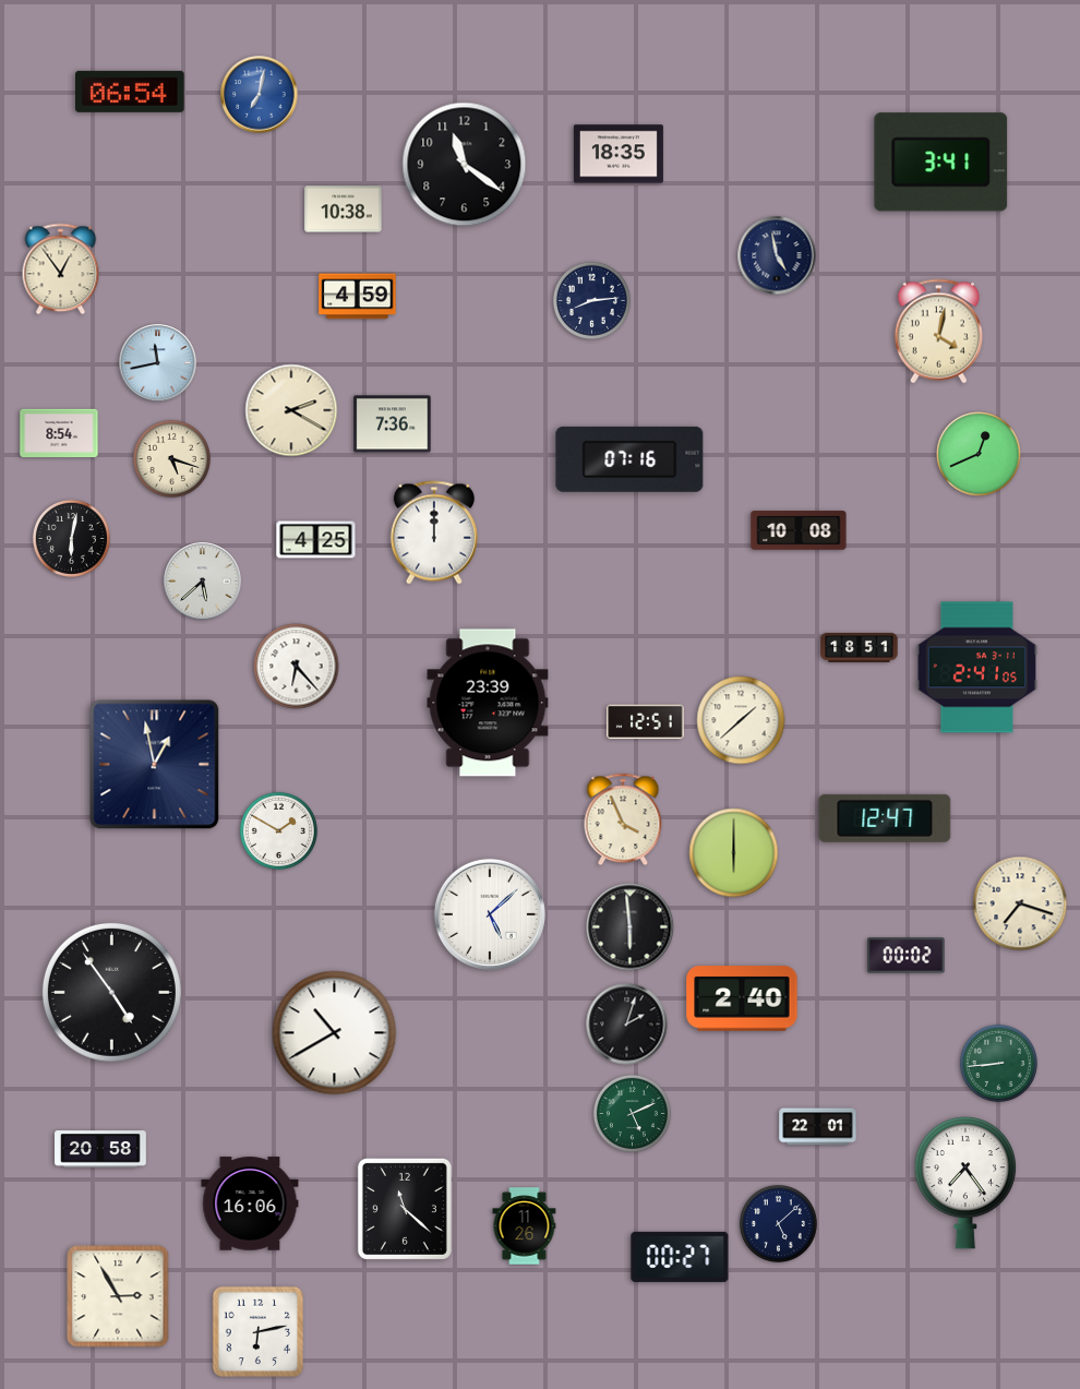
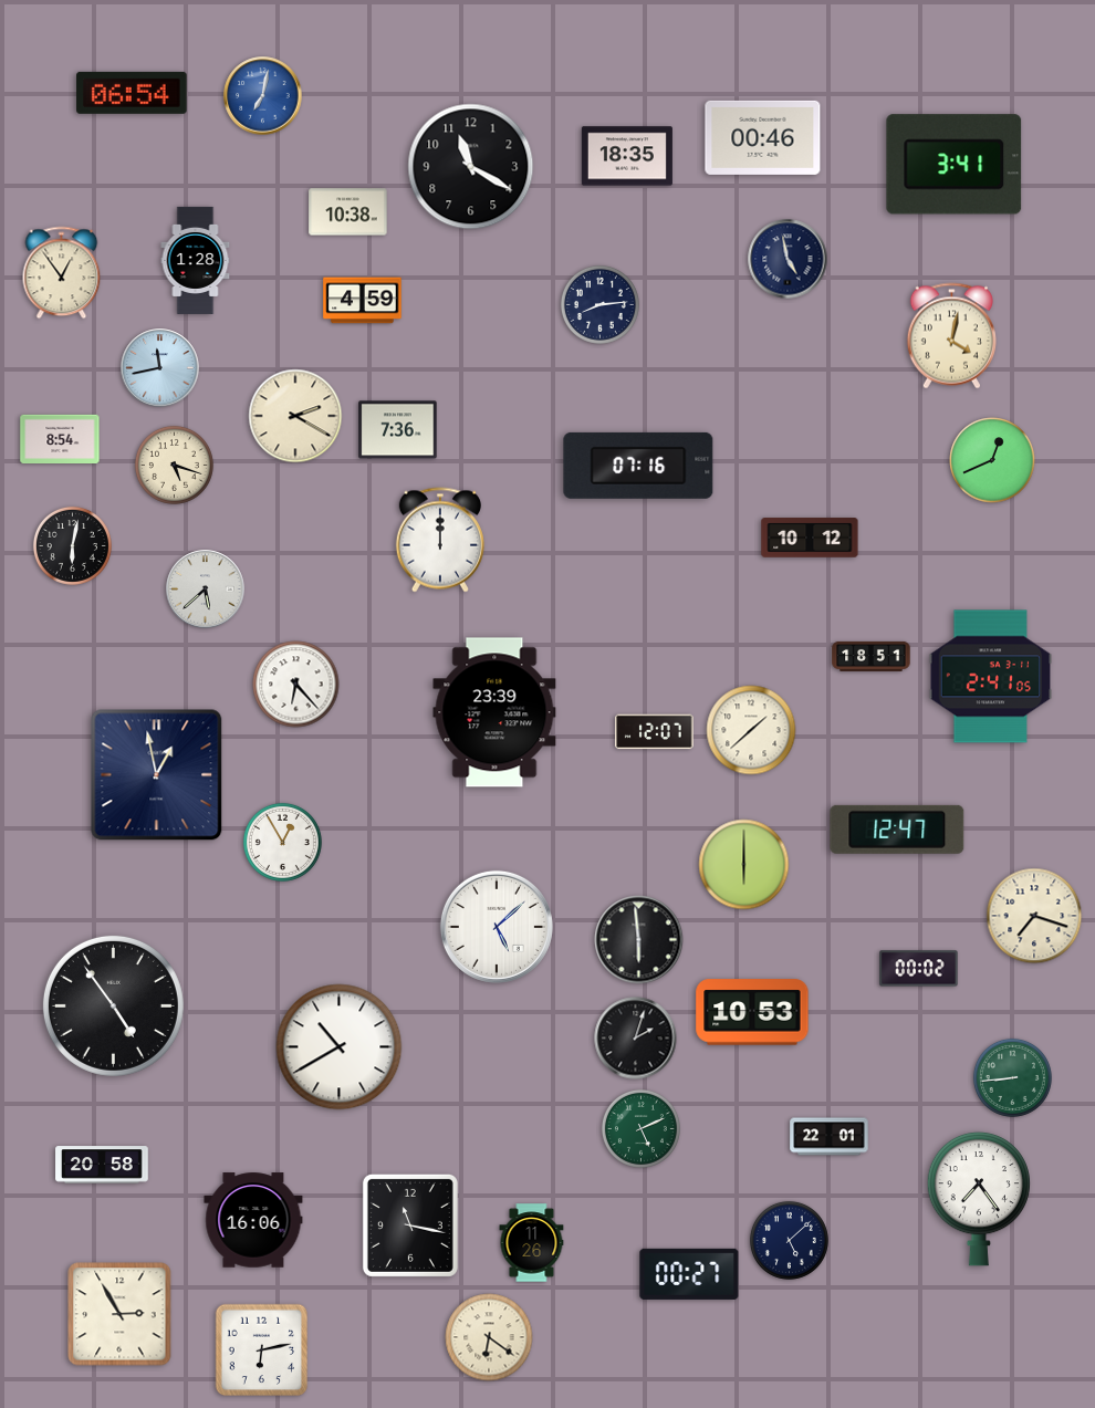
clock at (763, 137): none -> 00:46
clock at (465, 165): 11:21 -> 11:20
clock at (196, 260): none -> 1:28
clock at (799, 530): 10:08 -> 10:12
clock at (316, 540): 4:25 -> none
clock at (297, 667) position: (297, 667) -> (296, 685)
clock at (646, 722): 12:51 -> 12:07
clock at (623, 819): 3:56 -> none
clock at (278, 830): 1:50 -> 12:55
clock at (742, 998): 2:40 -> 10:53
clock at (818, 1127) position: (818, 1127) -> (830, 1137)
clock at (405, 1209): 11:22 -> 11:17
clock at (489, 1337): none -> 6:21
